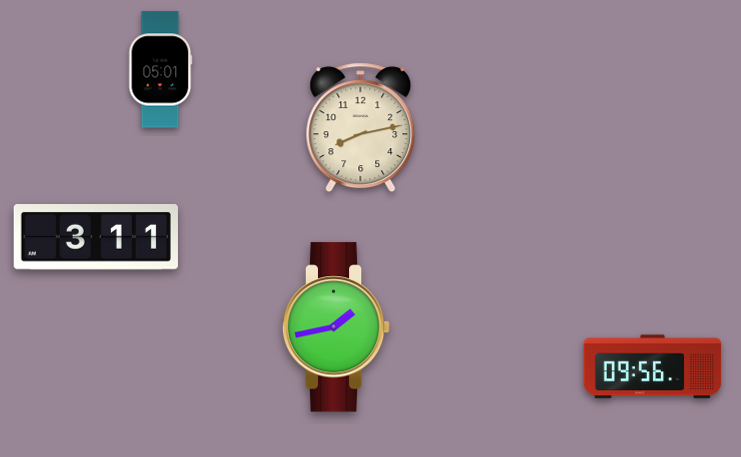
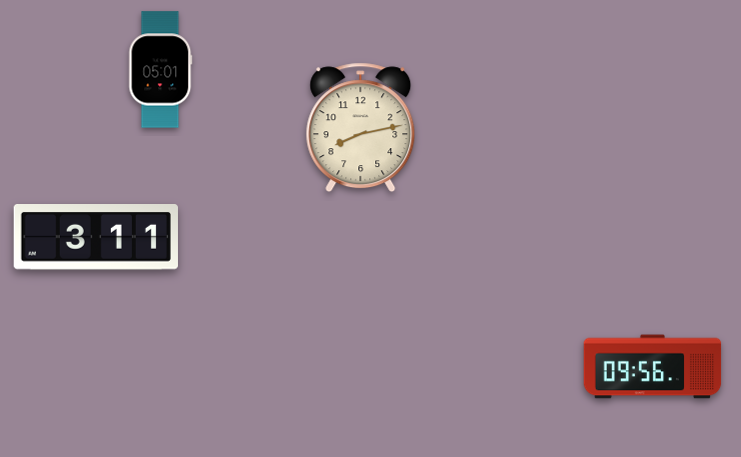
clock at (336, 327): 1:43 -> none
